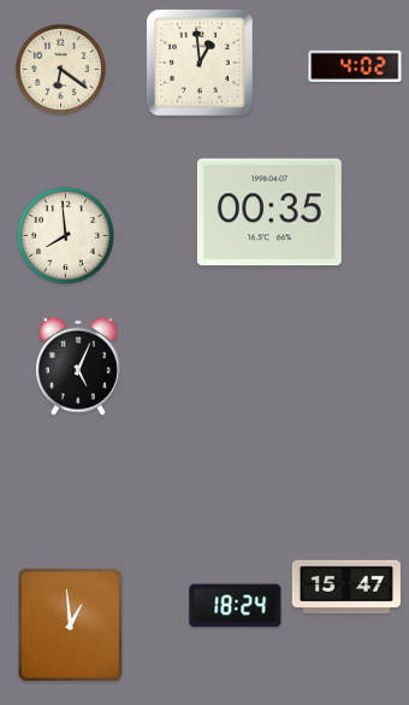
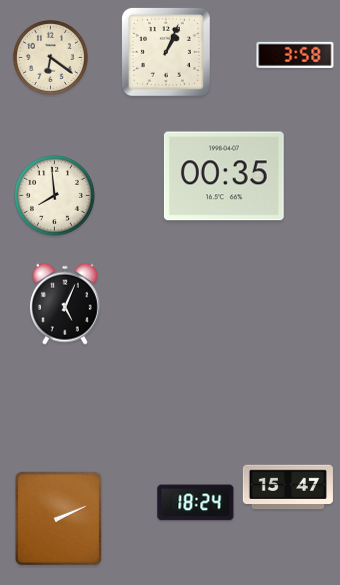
clock at (200, 63): 12:59 -> 1:04
clock at (355, 66): 4:02 -> 3:58
clock at (71, 625): 12:59 -> 2:11
